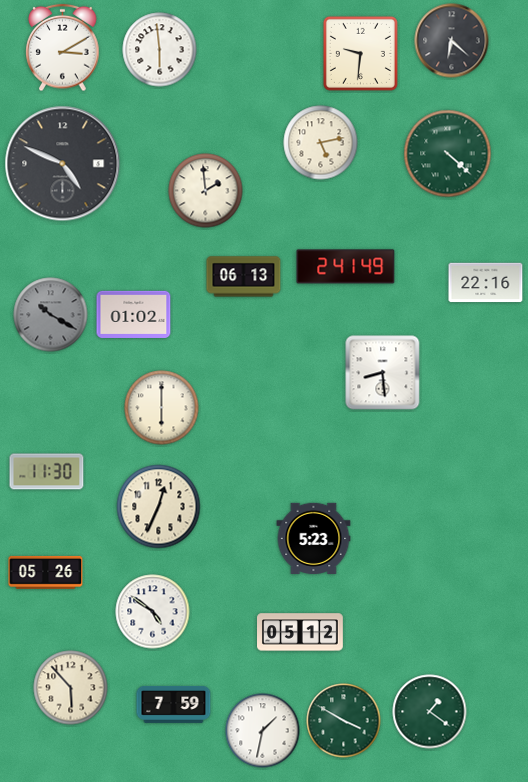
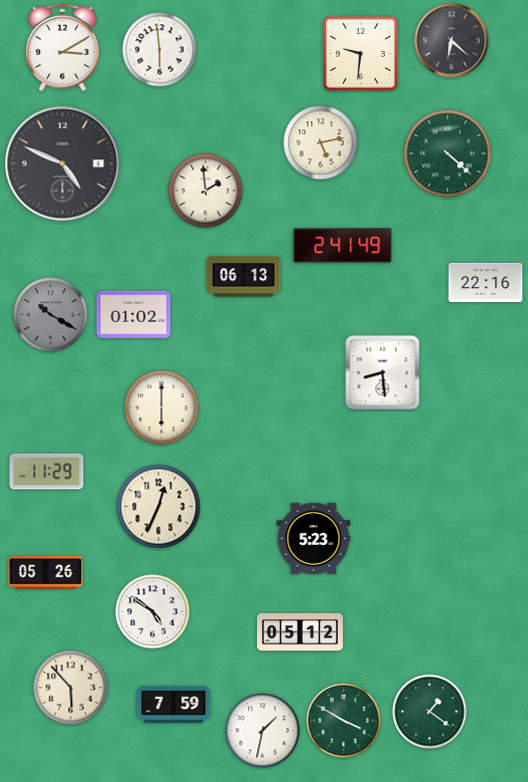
clock at (346, 267) position: (346, 267) -> (343, 246)
clock at (47, 472): 11:30 -> 11:29
